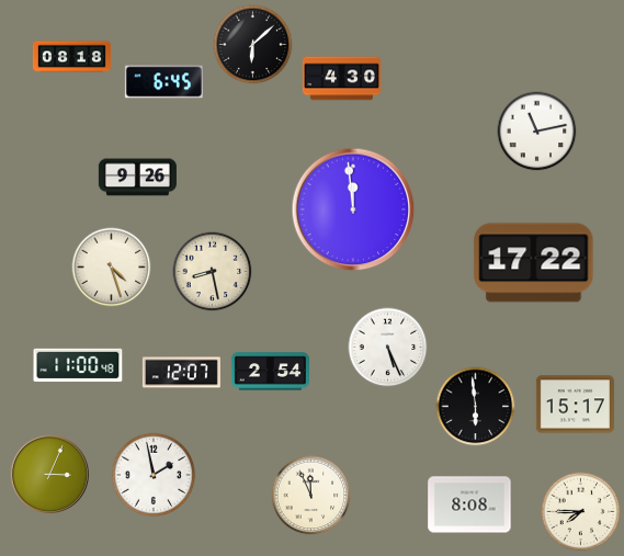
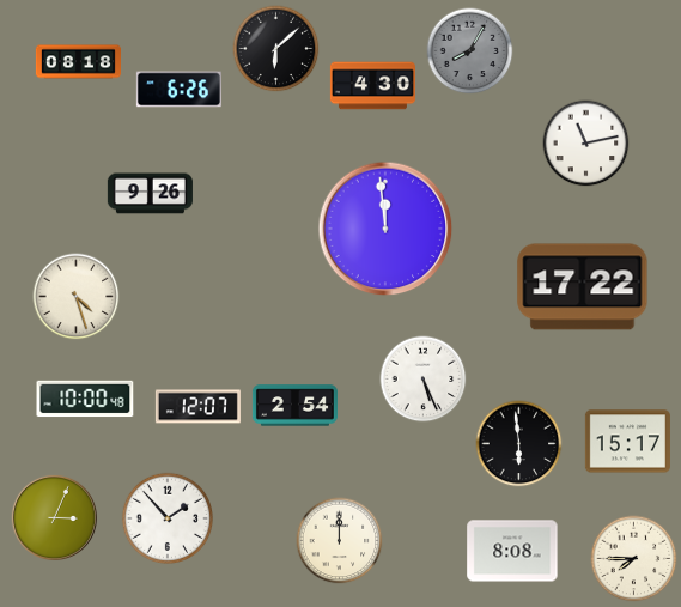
clock at (470, 51): none -> 8:05
clock at (163, 82): 6:45 -> 6:26
clock at (112, 268) position: (112, 268) -> (77, 297)
clock at (213, 272): 8:28 -> none
clock at (78, 365): 11:00 -> 10:00
clock at (154, 475): 1:58 -> 1:53
clock at (311, 496): 11:56 -> 12:00
